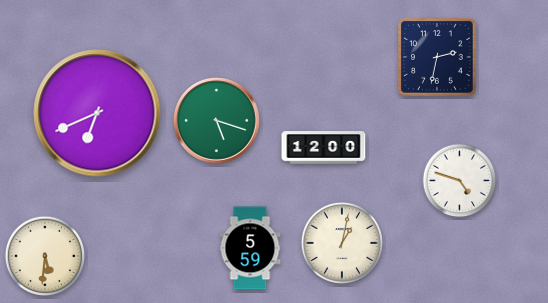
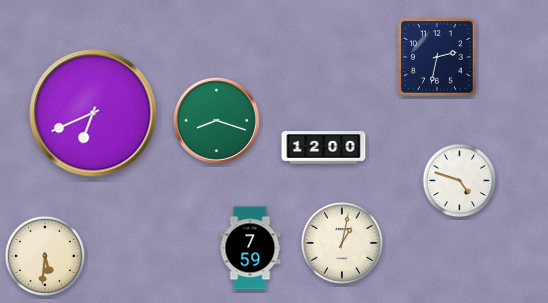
clock at (97, 113) position: (97, 113) -> (93, 113)
clock at (216, 120): 5:18 -> 8:18
clock at (250, 248): 5:59 -> 7:59
